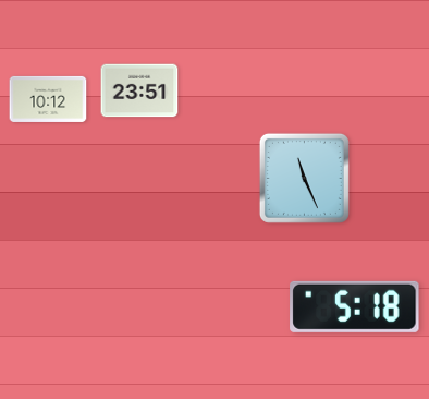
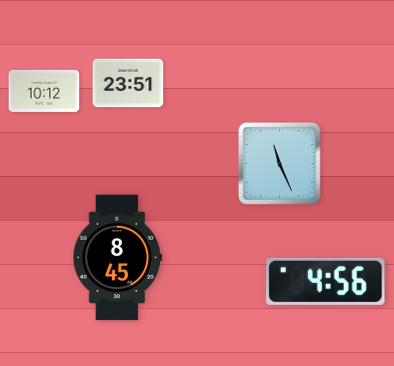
clock at (118, 258): none -> 8:45
clock at (355, 306): 5:18 -> 4:56
